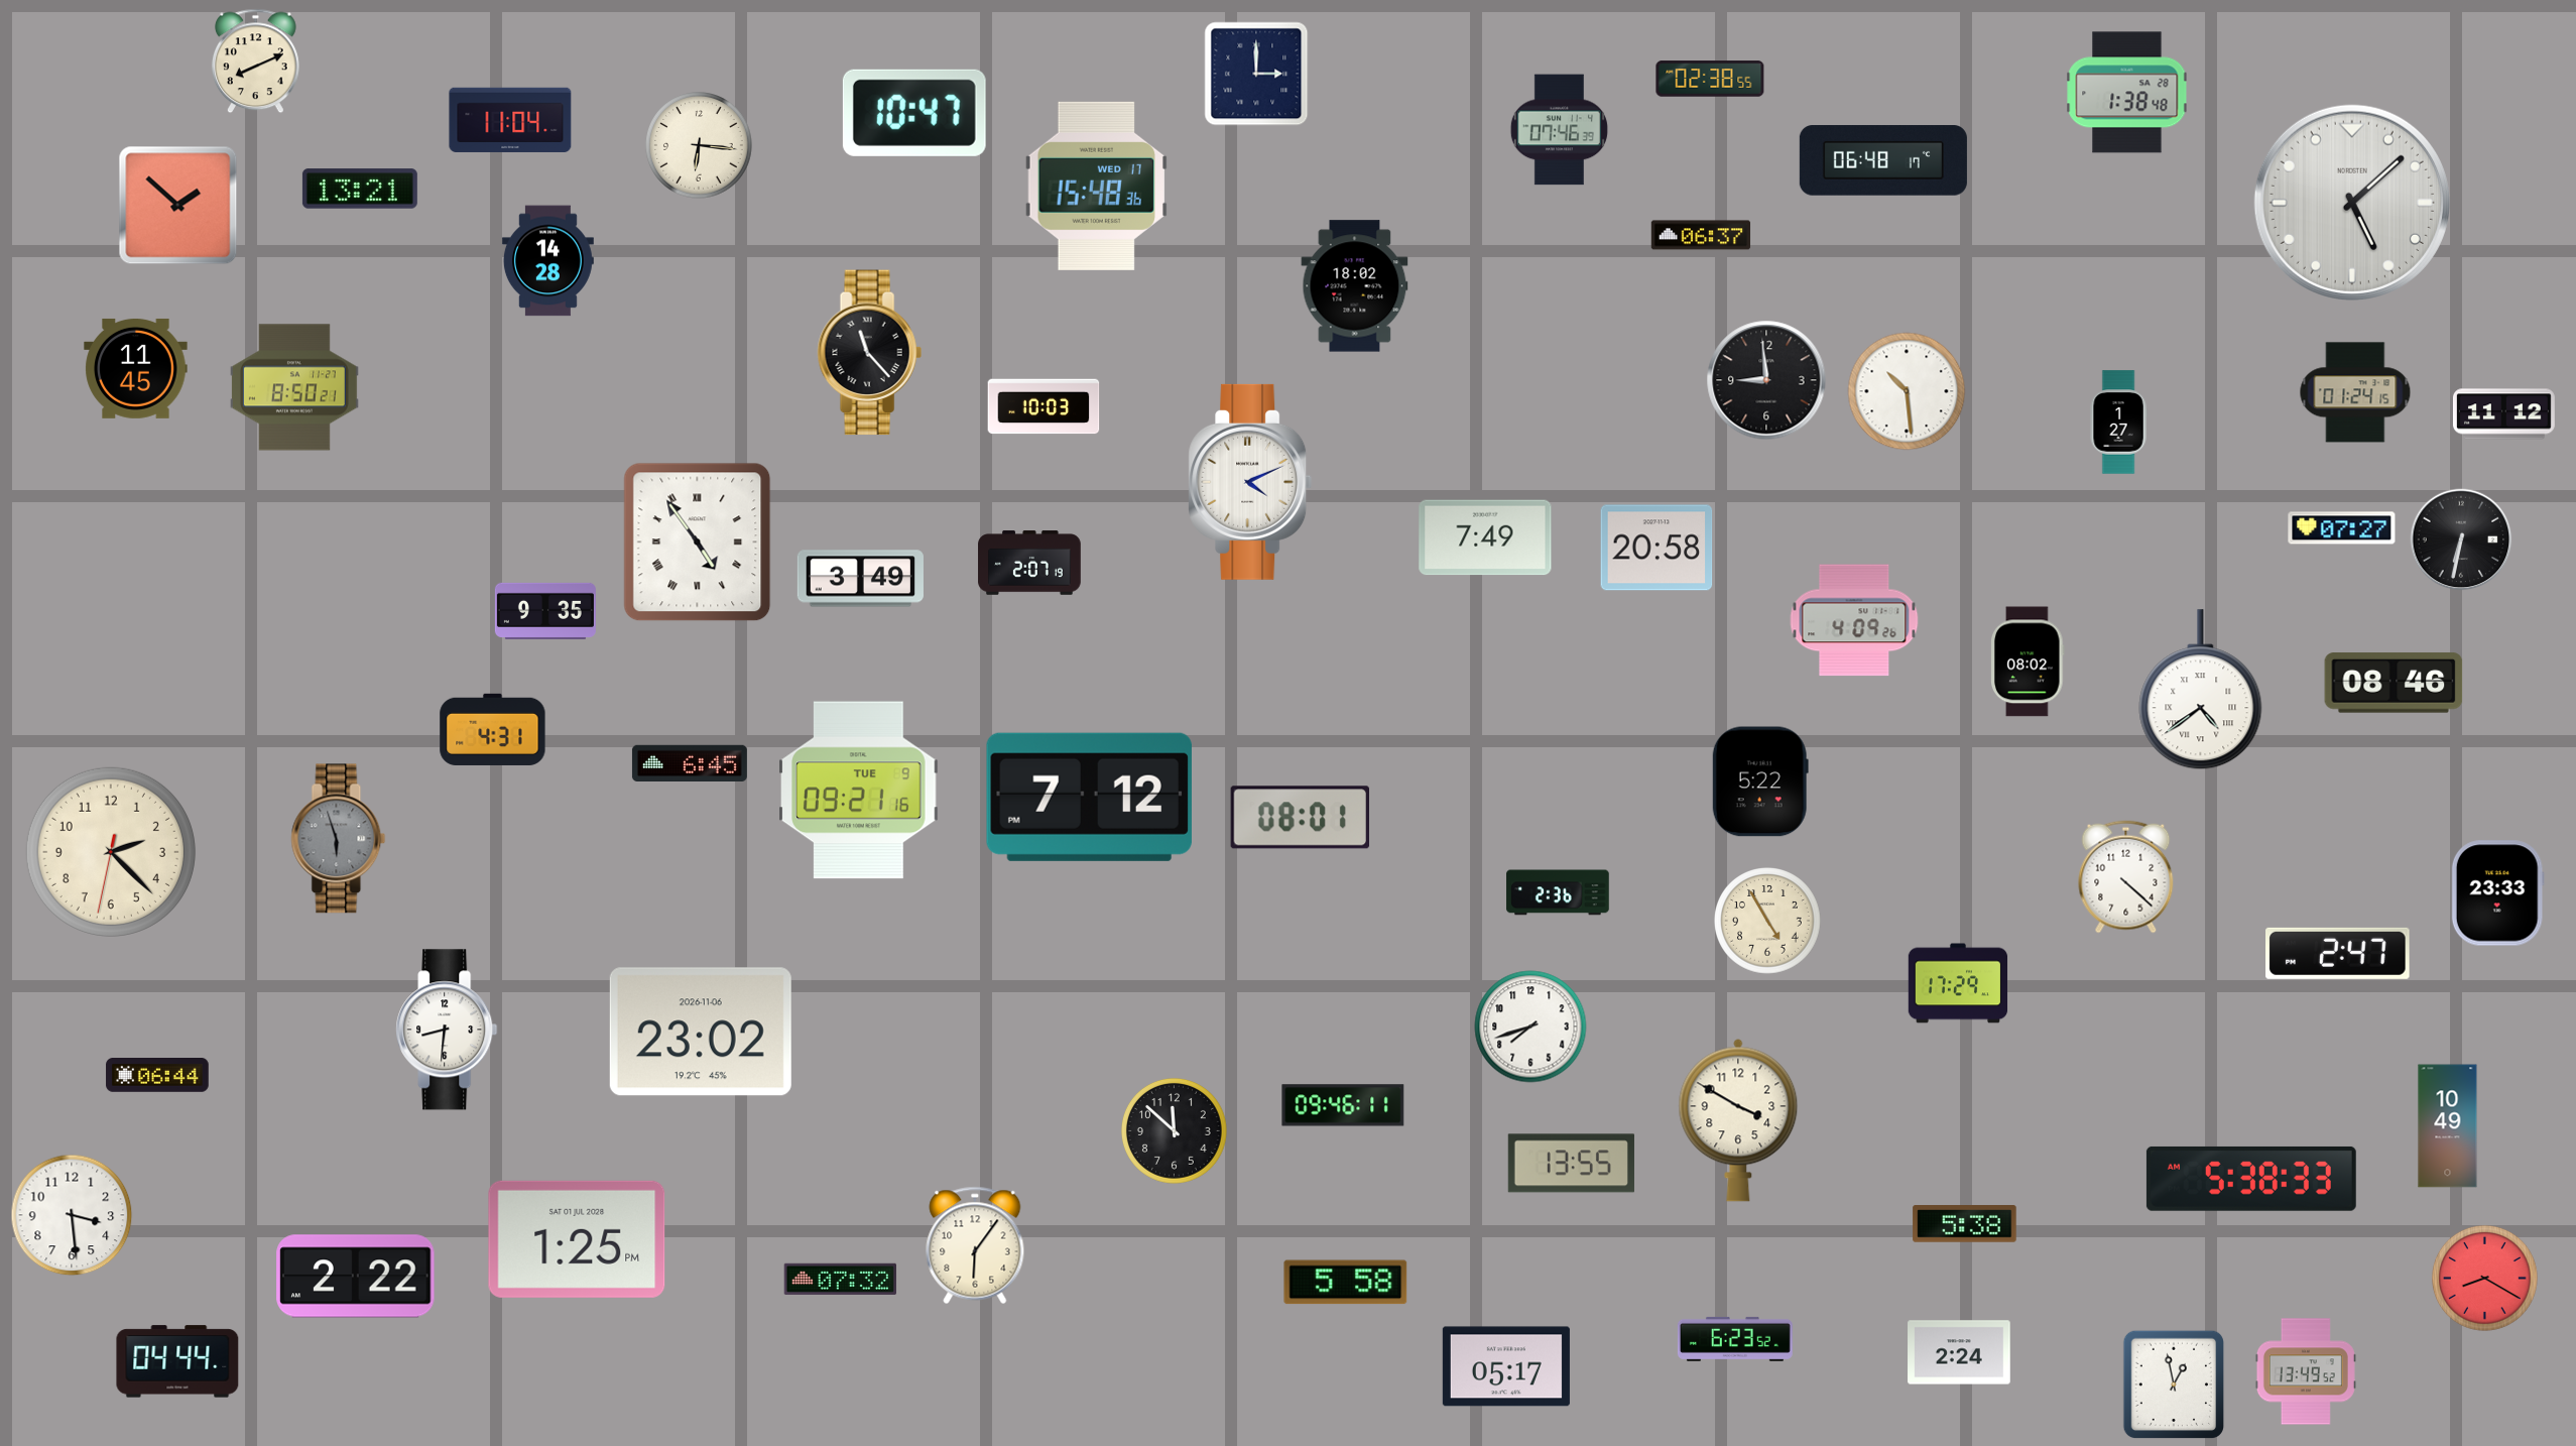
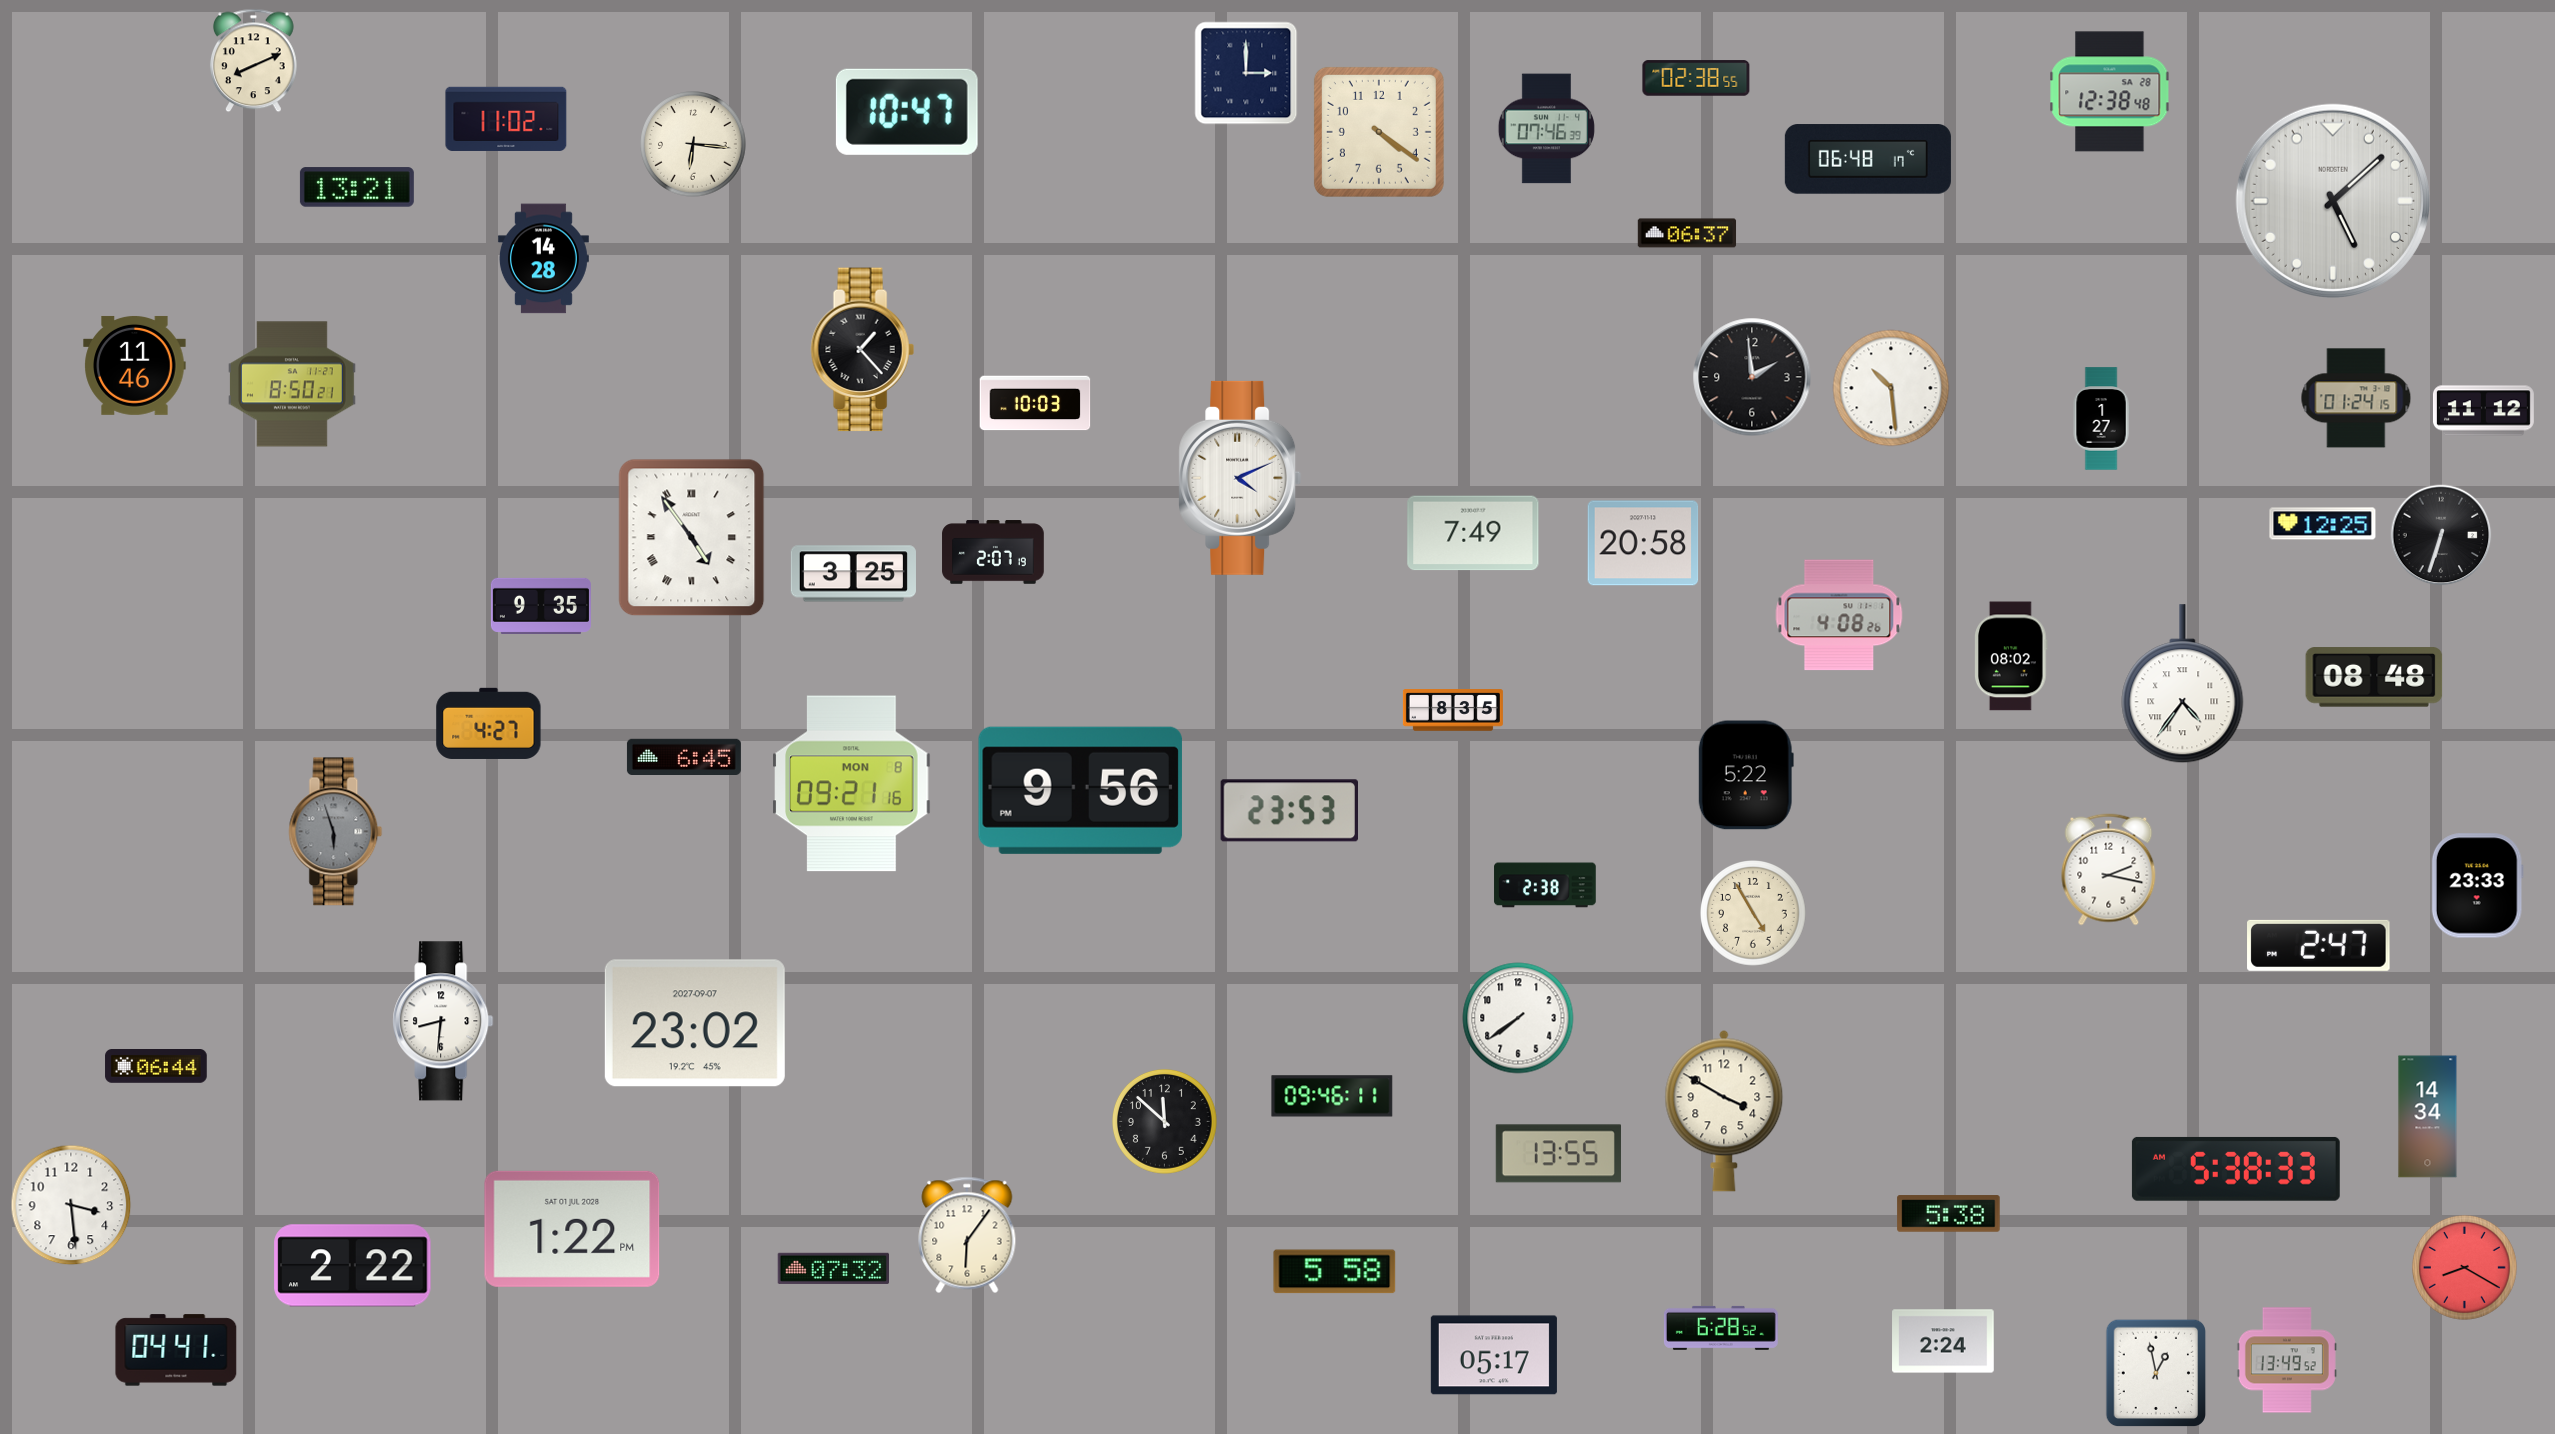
clock at (2127, 93): 1:38 -> 12:38
clock at (510, 120): 11:04 -> 11:02
clock at (1379, 132): none -> 4:21
clock at (1096, 186): 15:48 -> none
clock at (178, 206): 1:52 -> none
clock at (1355, 286): 18:02 -> none
clock at (869, 353): 11:23 -> 1:23
clock at (136, 368): 11:45 -> 11:46
clock at (1766, 380): 8:59 -> 1:59
clock at (2355, 392) position: (2355, 392) -> (2356, 398)
clock at (2342, 528): 07:27 -> 12:25
clock at (2461, 539): 6:32 -> 6:33
clock at (1029, 563) position: (1029, 563) -> (993, 552)
clock at (860, 579): 3:49 -> 3:25
clock at (1854, 620): 4:09 -> 4:08
clock at (2394, 683): 08:46 -> 08:48
clock at (2201, 690): 4:39 -> 4:36
clock at (1453, 710): none -> 8:35
clock at (493, 729): 4:31 -> 4:27
clock at (859, 791) date: TUE 9 -> MON 8
clock at (1089, 797): 7:12 -> 9:56
clock at (1300, 818): 08:01 -> 23:53
clock at (111, 852): 2:22 -> none
clock at (2126, 877): 4:22 -> 2:17
clock at (1558, 892): 2:36 -> 2:38
clock at (1958, 983): 17:29 -> none
clock at (1530, 1027): 7:42 -> 7:39
clock at (701, 1032) date: 2026-11-06 -> 2027-09-07
clock at (2448, 1126): 10:49 -> 14:34
clock at (2251, 1179) position: (2251, 1179) -> (2236, 1169)
clock at (577, 1239): 1:25 -> 1:22
clock at (1735, 1339): 6:23 -> 6:28
clock at (177, 1361): 04:44 -> 04:41
